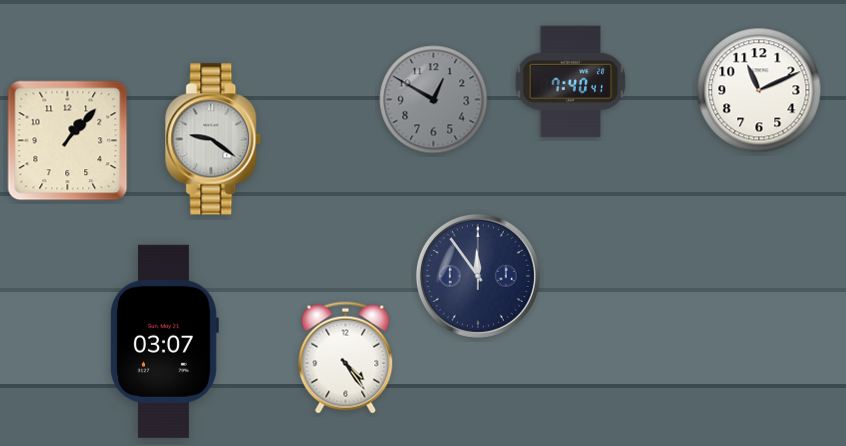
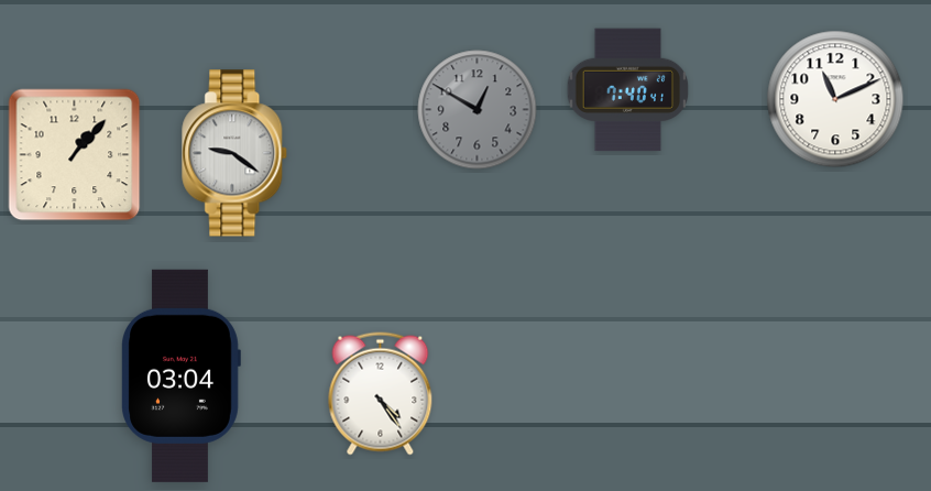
clock at (478, 276): 11:54 -> none
clock at (164, 341): 03:07 -> 03:04
